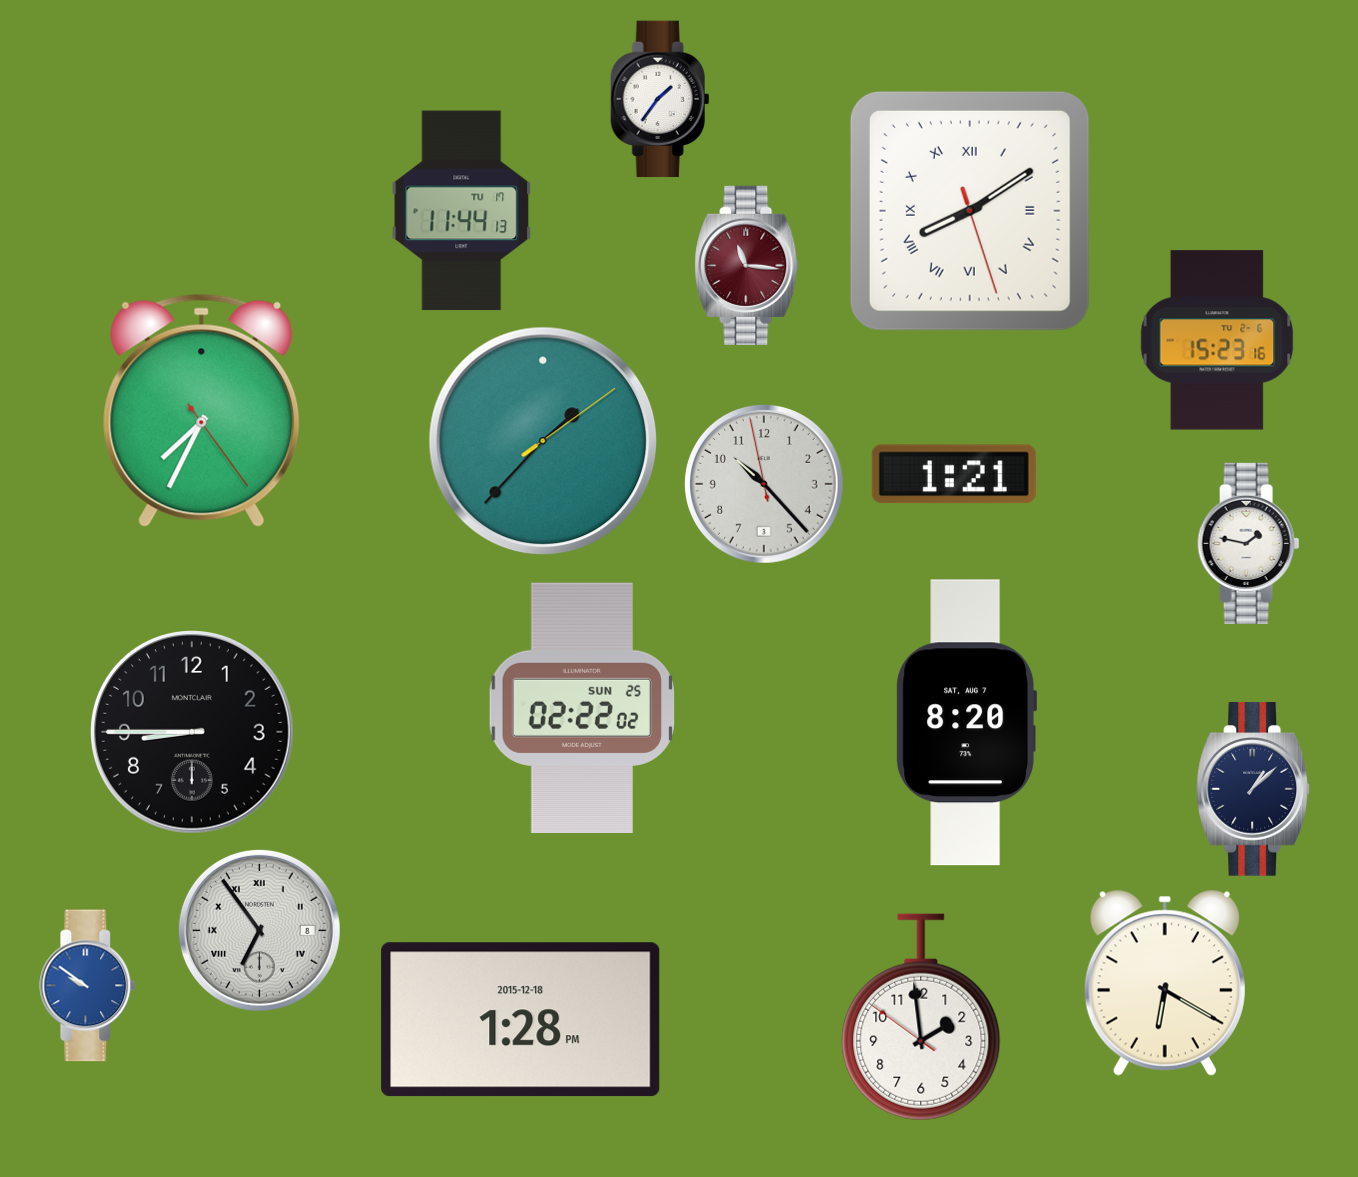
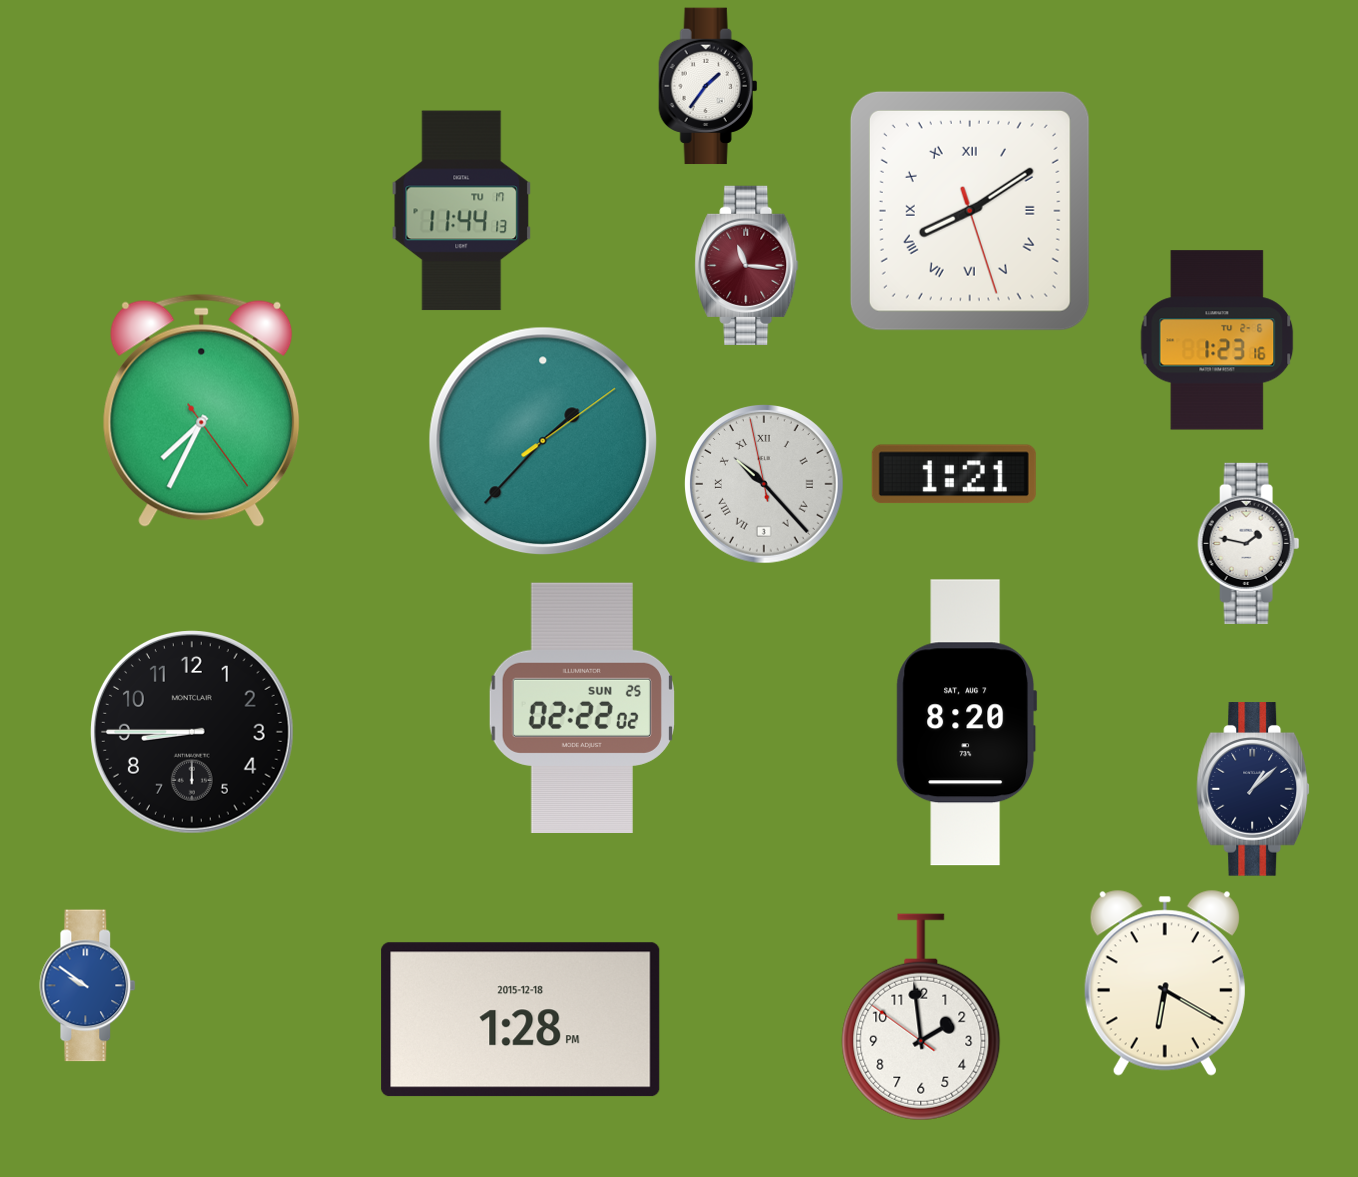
clock at (660, 99) position: (660, 99) -> (708, 86)
clock at (1217, 340): 15:23 -> 1:23
clock at (764, 484) numerals: Arabic -> Roman
clock at (259, 930): 6:54 -> none
